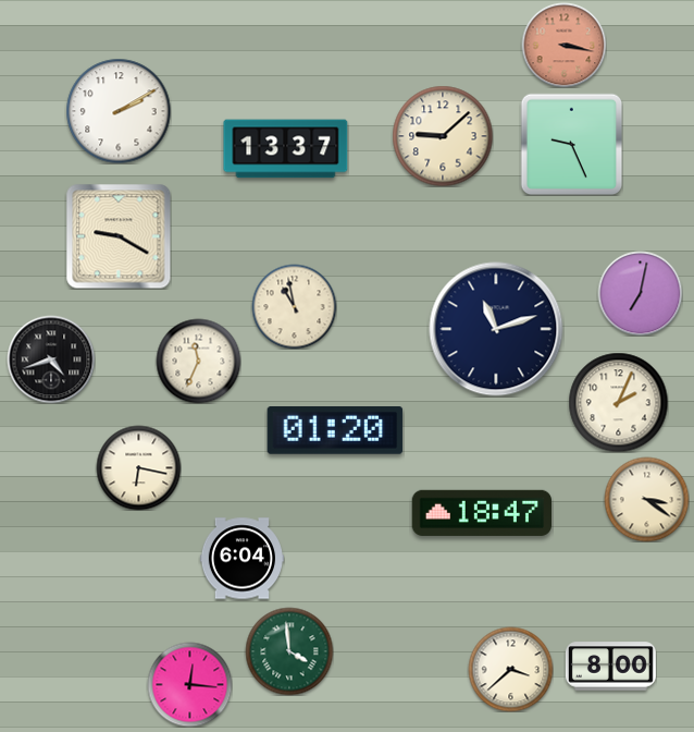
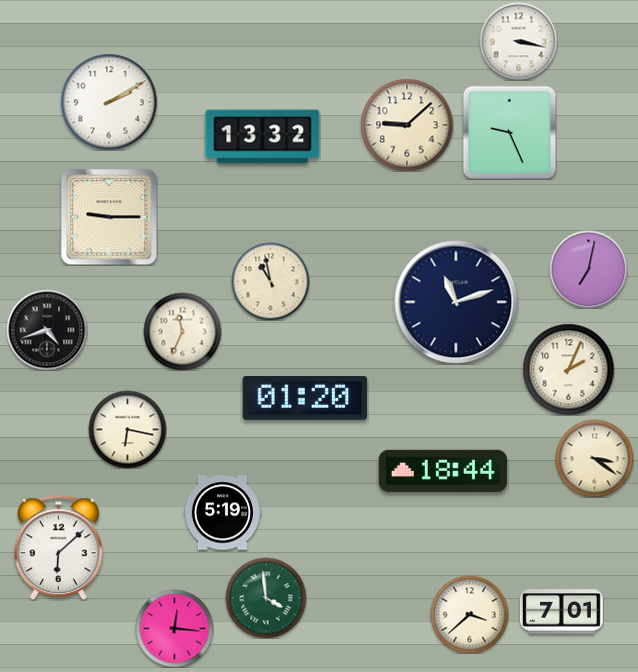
clock at (563, 45) dial: salmon -> white
clock at (571, 144) position: (571, 144) -> (509, 132)
clock at (286, 149): 13:37 -> 13:32
clock at (119, 236): 9:20 -> 9:15
clock at (335, 431) position: (335, 431) -> (305, 399)
clock at (481, 513): 18:47 -> 18:44
clock at (241, 559): 6:04 -> 5:19
clock at (59, 547): none -> 6:08
clock at (610, 667): 8:00 -> 7:01
